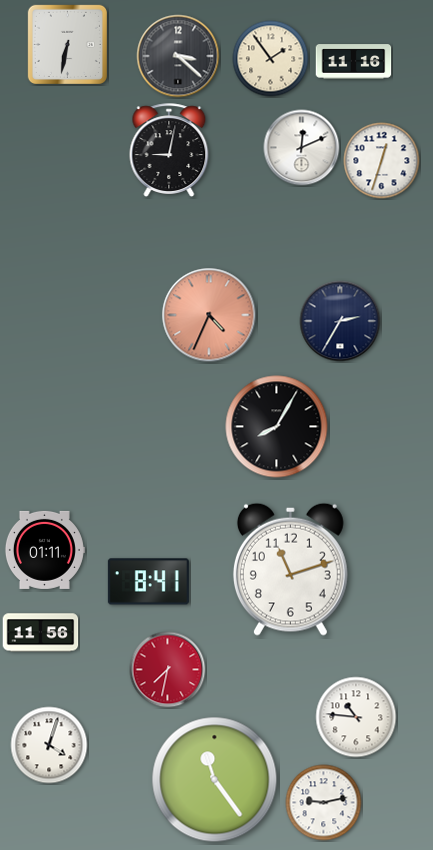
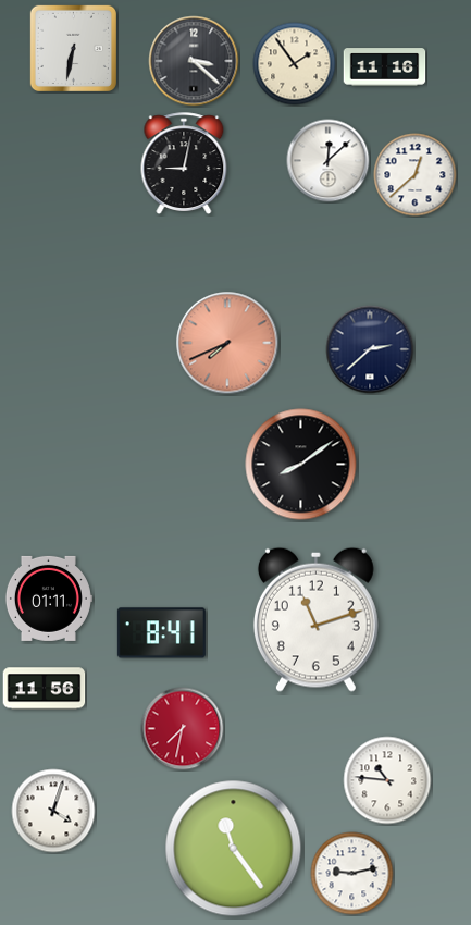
clock at (302, 148): 12:11 -> 12:08
clock at (382, 161): 12:33 -> 12:38
clock at (209, 315): 4:34 -> 7:41
clock at (340, 321): 2:35 -> 2:38
clock at (277, 427): 8:05 -> 8:09
